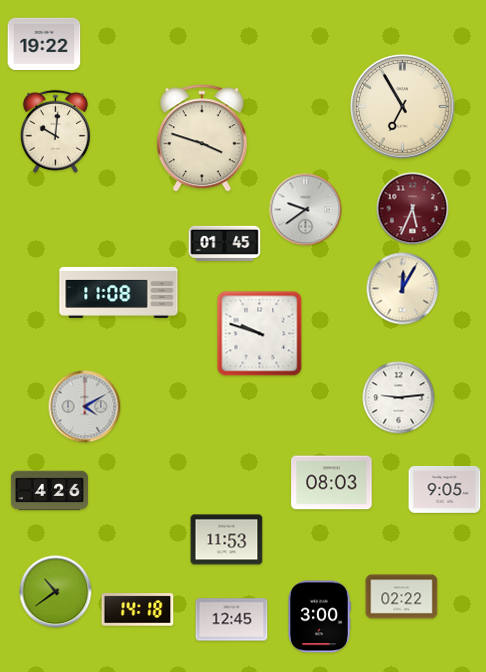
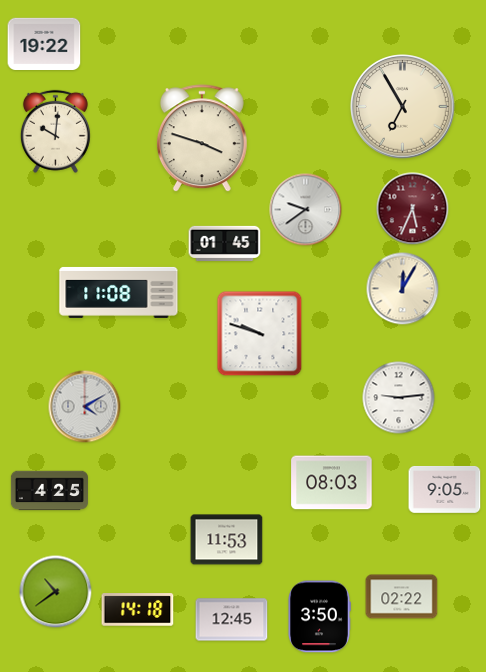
clock at (49, 491): 4:26 -> 4:25
clock at (319, 617): 3:00 -> 3:50
